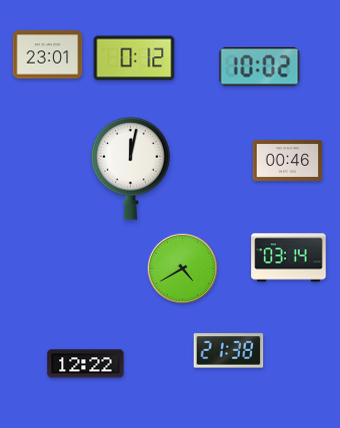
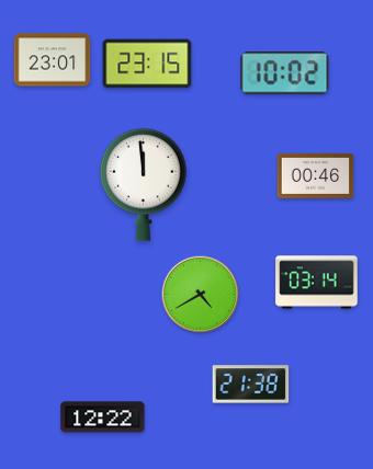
clock at (134, 58): 0:12 -> 23:15
clock at (130, 168): 12:02 -> 11:59
clock at (86, 364) position: (86, 364) -> (103, 417)
